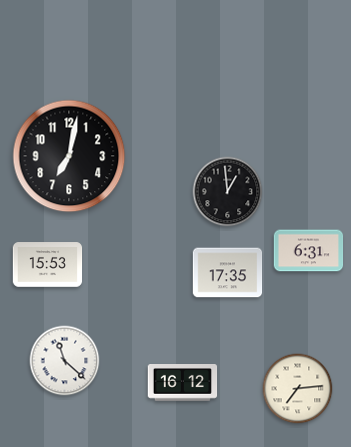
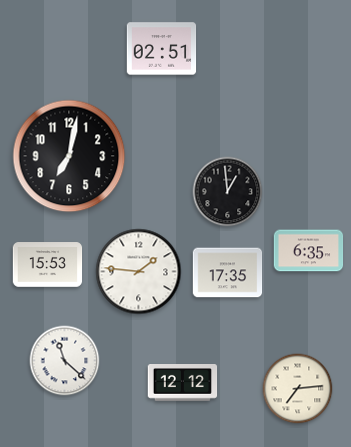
clock at (162, 49): none -> 02:51
clock at (309, 251): 6:31 -> 6:35
clock at (139, 272): none -> 1:46
clock at (183, 383): 16:12 -> 12:12
